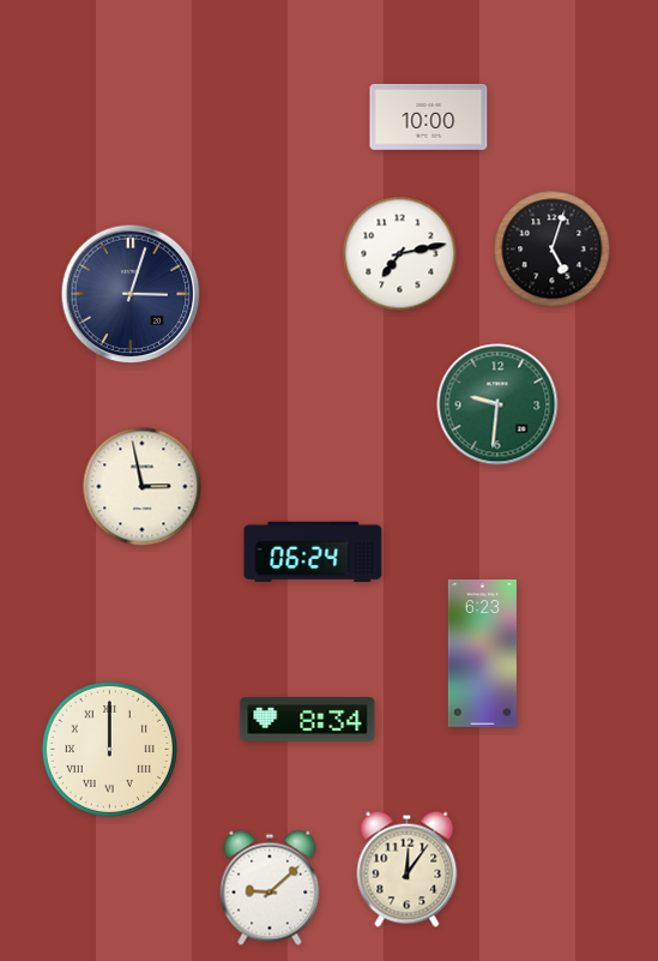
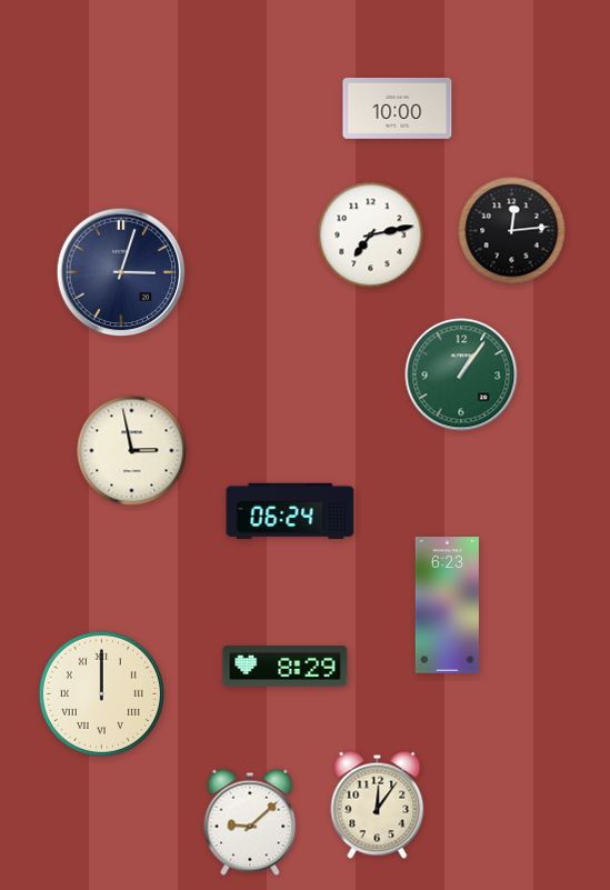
clock at (553, 250): 5:03 -> 12:14
clock at (497, 404): 9:31 -> 1:06
clock at (308, 720): 8:34 -> 8:29
